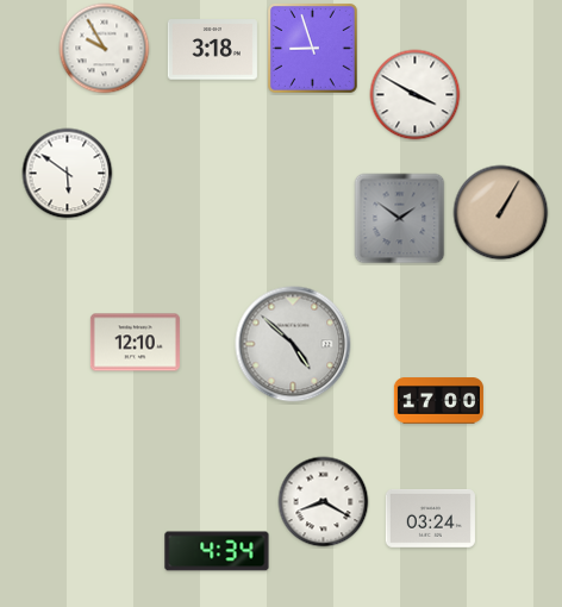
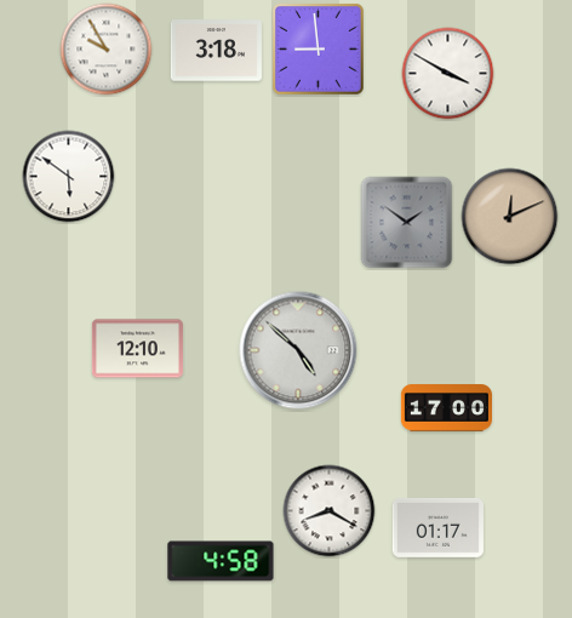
clock at (313, 49): 8:57 -> 8:59
clock at (416, 95) position: (416, 95) -> (448, 74)
clock at (501, 213): 1:05 -> 12:11
clock at (430, 518): 03:24 -> 01:17
clock at (217, 551): 4:34 -> 4:58
